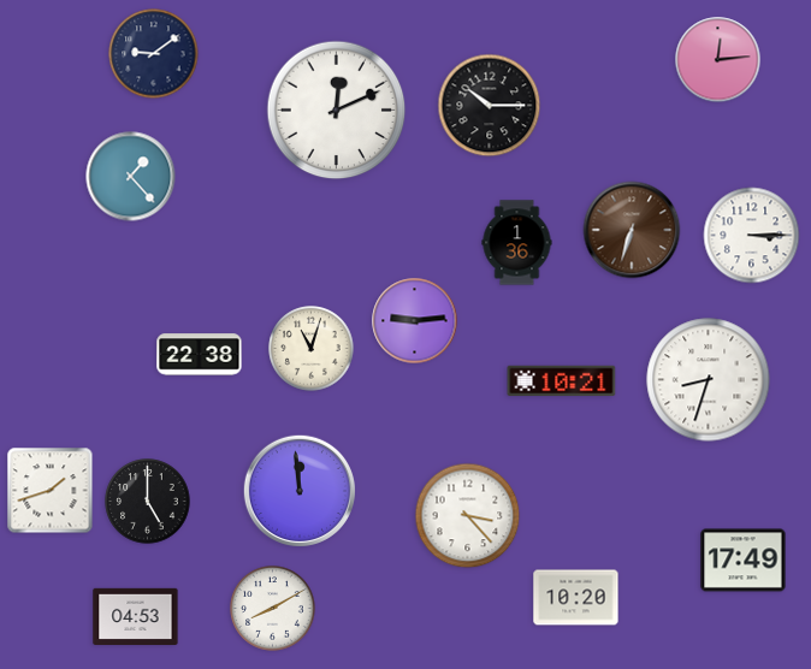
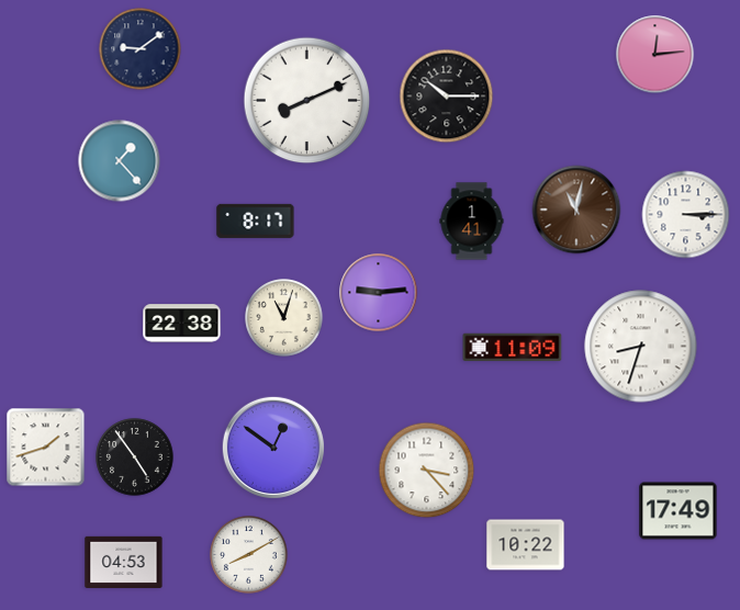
clock at (337, 111): 12:11 -> 8:11
clock at (632, 230): 6:33 -> 11:02
clock at (256, 221): none -> 8:17
clock at (517, 243): 1:36 -> 1:41
clock at (709, 380) position: (709, 380) -> (641, 347)
clock at (562, 381): 10:21 -> 11:09
clock at (300, 491): 11:59 -> 12:51
clock at (148, 502): 5:00 -> 4:54
clock at (576, 598): 10:20 -> 10:22
